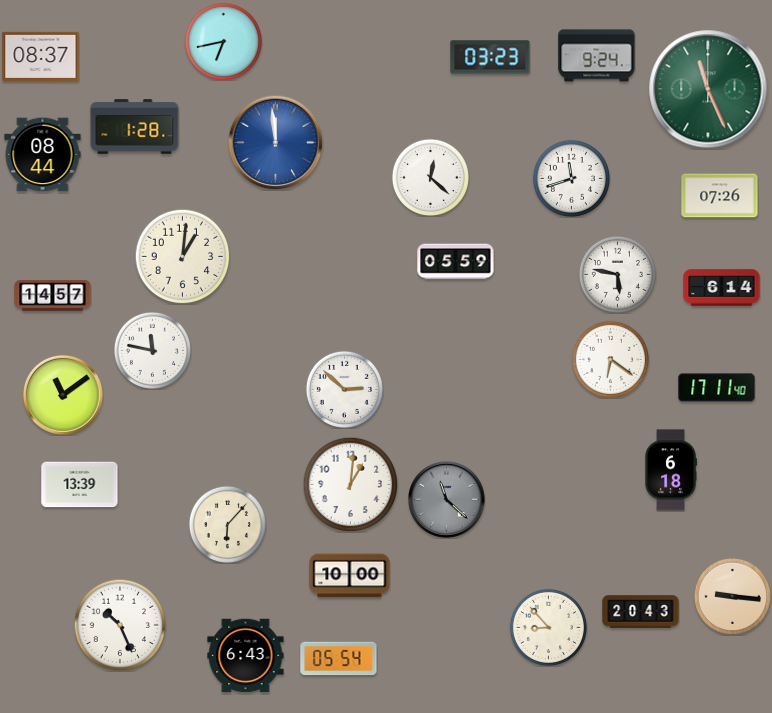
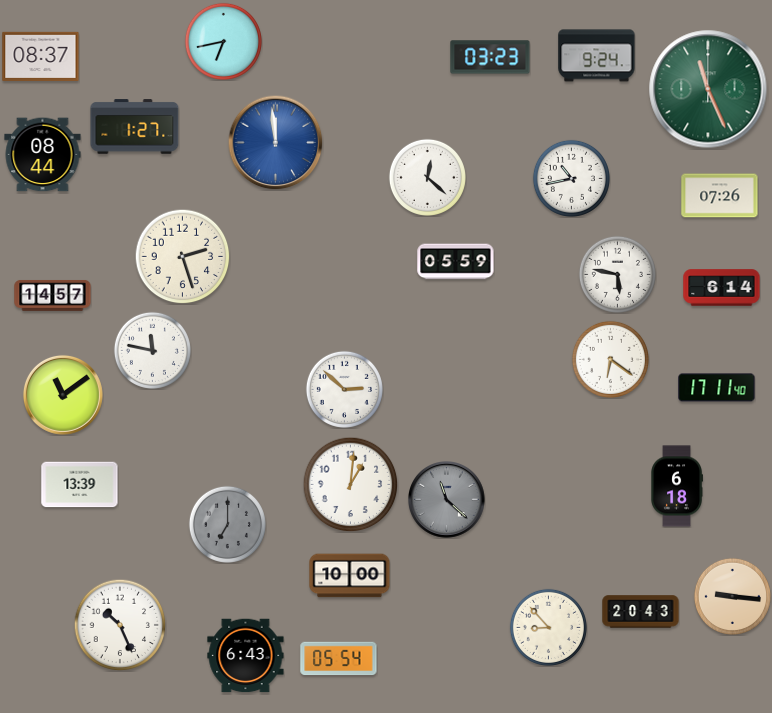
clock at (135, 127): 1:28 -> 1:27
clock at (430, 177) position: (430, 177) -> (427, 177)
clock at (571, 178): 11:42 -> 10:43
clock at (182, 256): 1:01 -> 2:27
clock at (671, 470) position: (671, 470) -> (677, 486)
clock at (227, 524): 6:07 -> 7:00
clock at (227, 524) dial: cream -> grey
